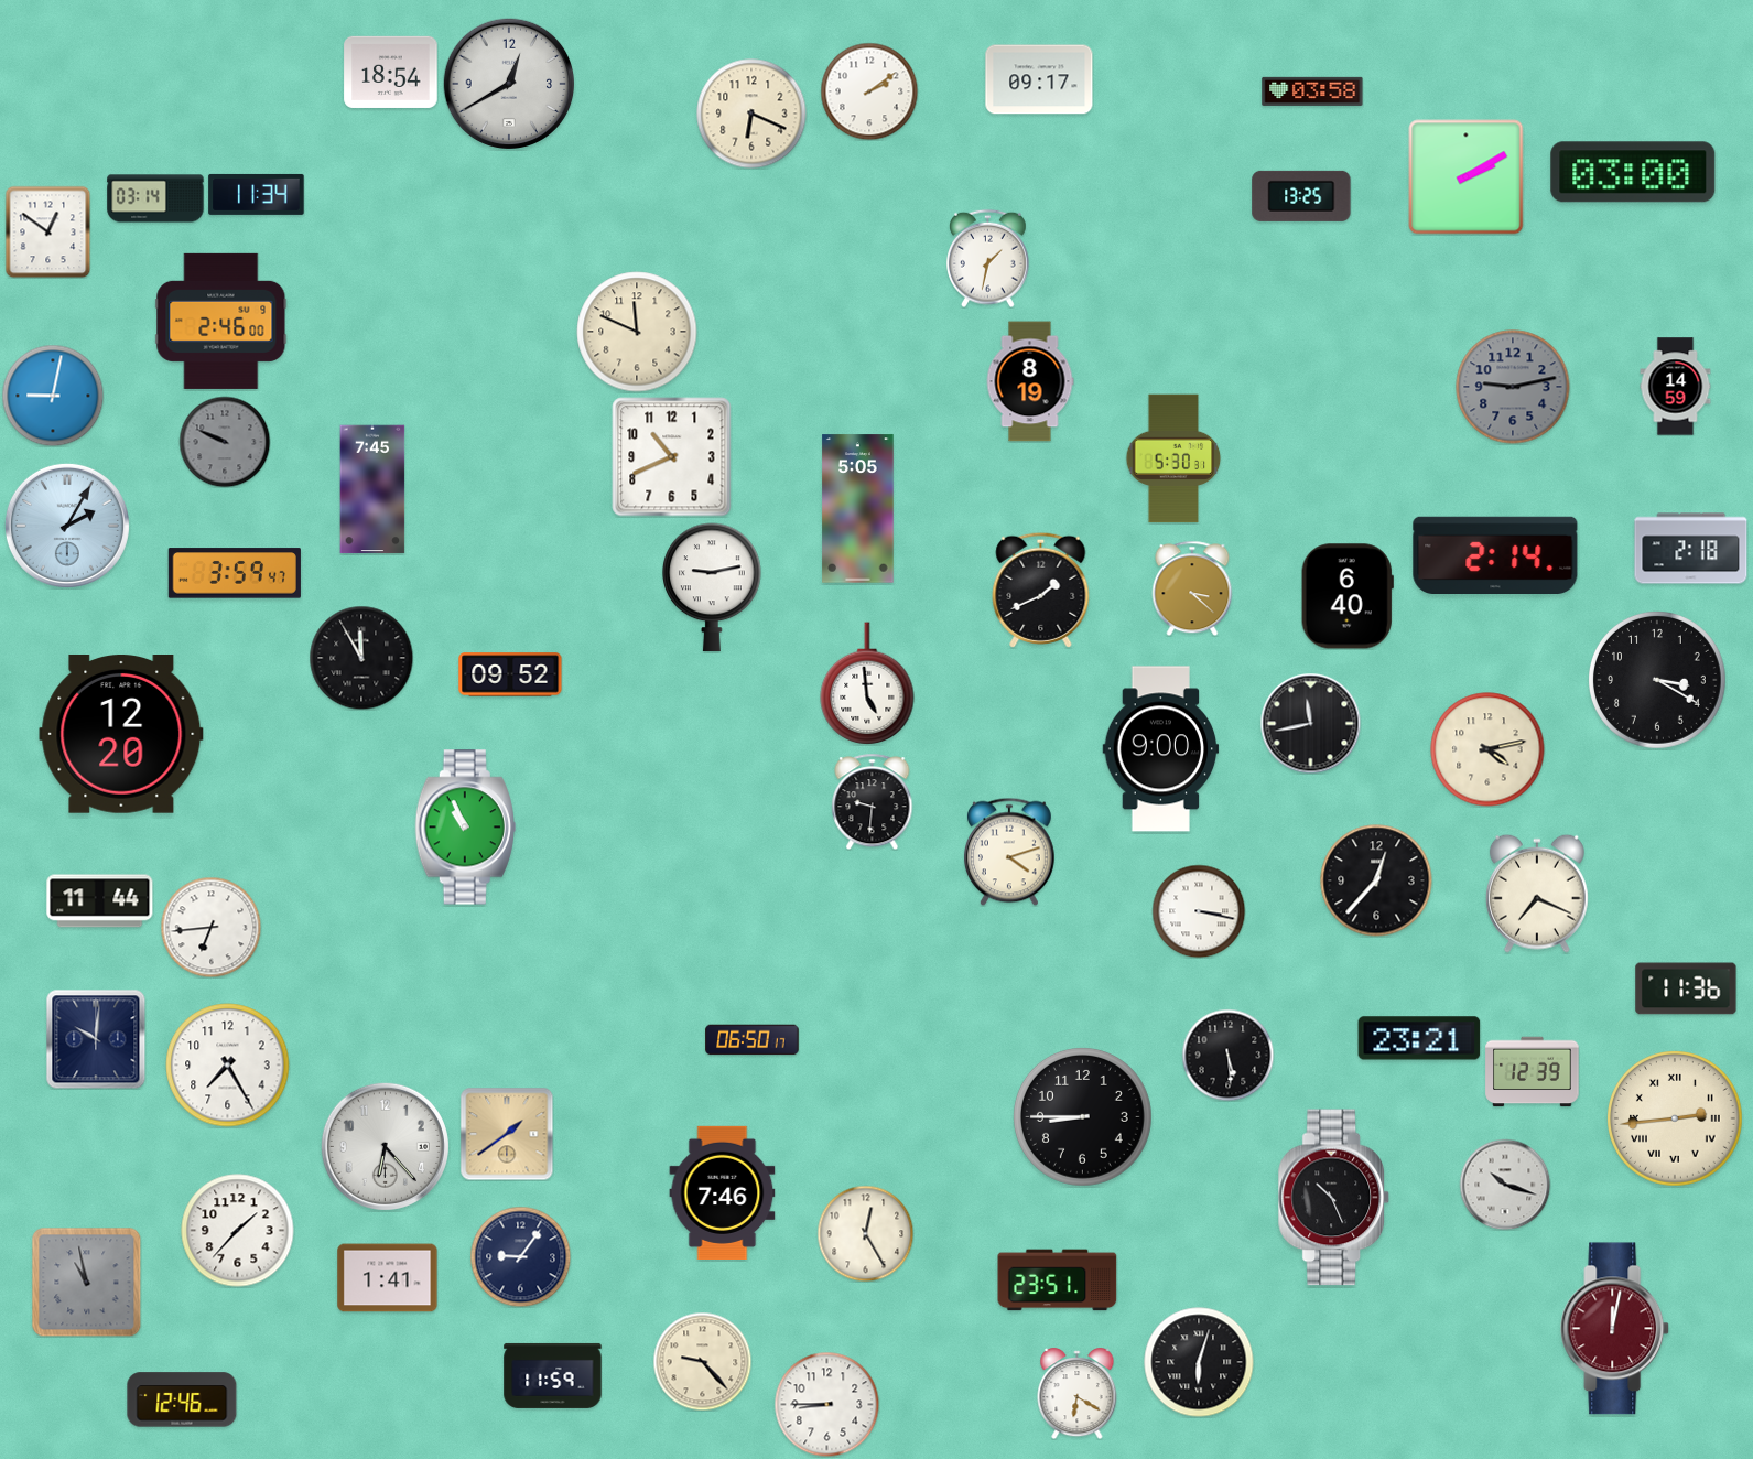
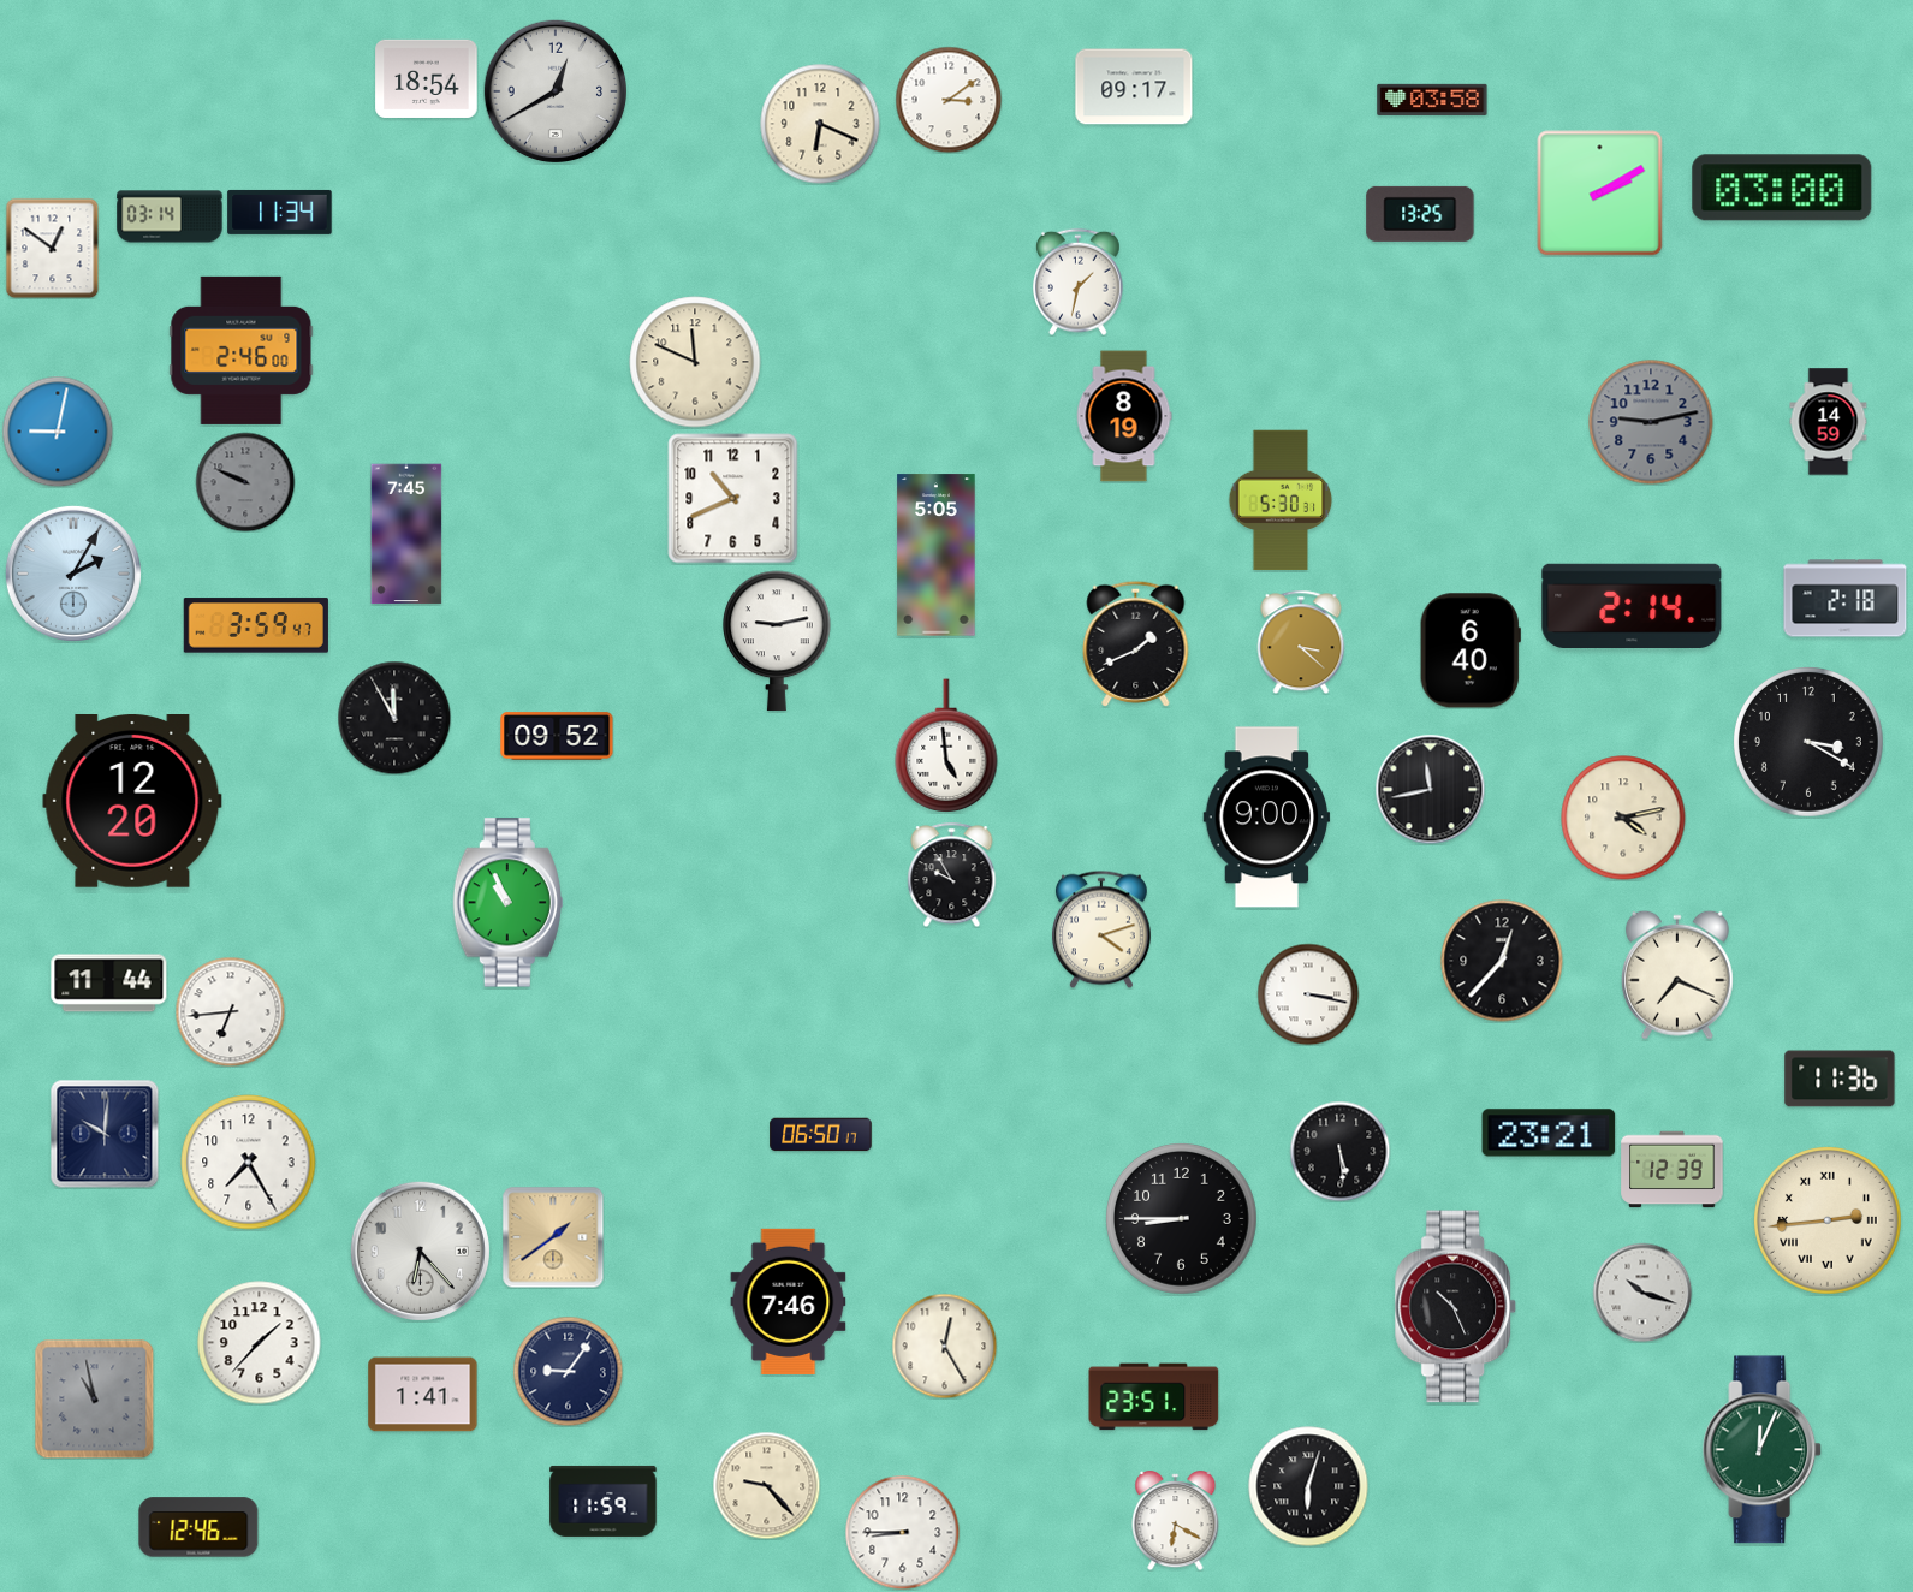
clock at (869, 91): 2:09 -> 3:09
clock at (48, 231) position: (48, 231) -> (53, 248)
clock at (873, 801): 9:31 -> 9:55
clock at (1615, 1329): 12:02 -> 12:04
clock at (1615, 1329) dial: burgundy -> green
